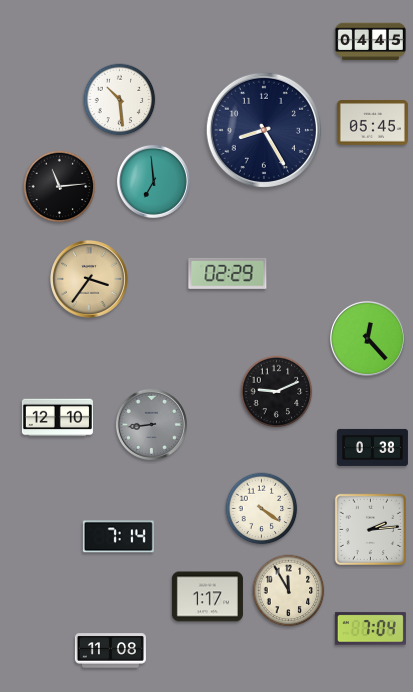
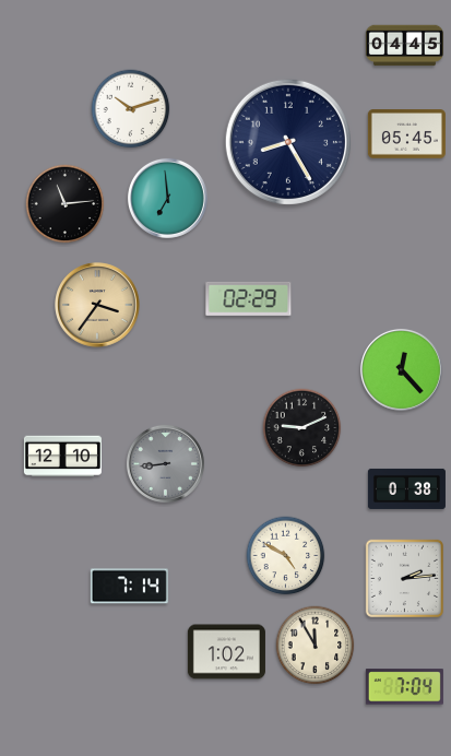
clock at (120, 100): 10:29 -> 10:12
clock at (262, 509): 4:21 -> 4:50
clock at (207, 597): 1:17 -> 1:02
clock at (110, 651): 11:08 -> none
